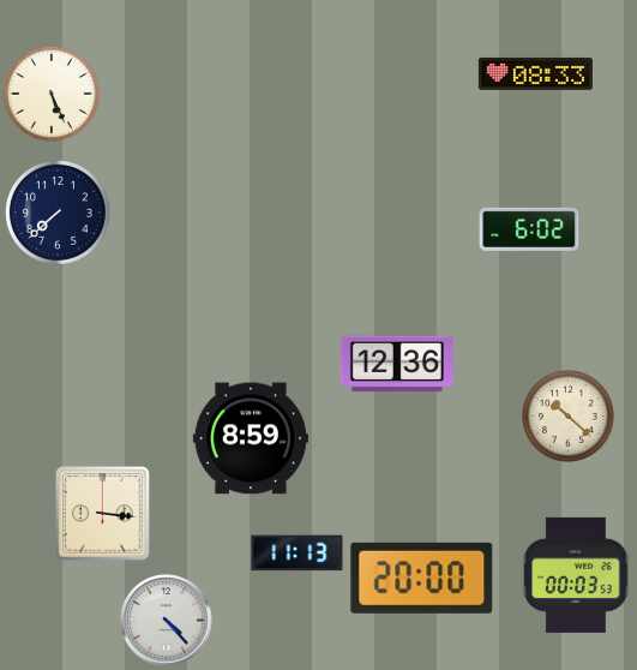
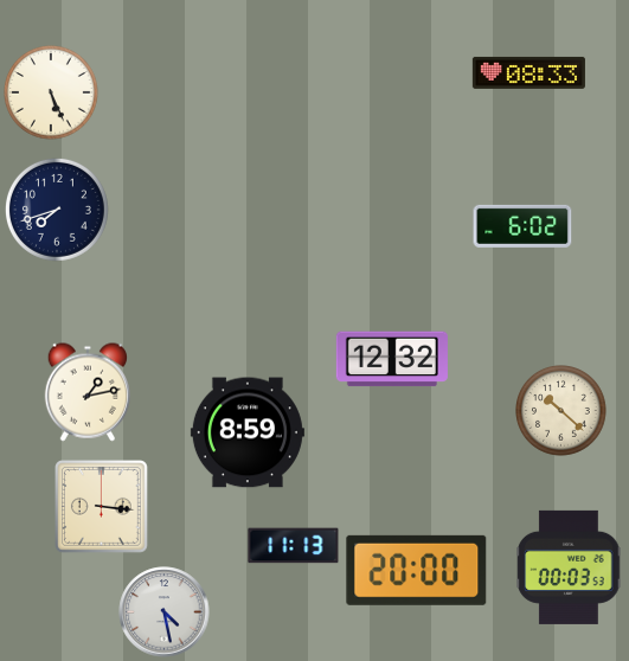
clock at (58, 213): 7:38 -> 7:42
clock at (397, 364): 12:36 -> 12:32
clock at (86, 392): none -> 1:13
clock at (167, 621): 4:23 -> 4:28
